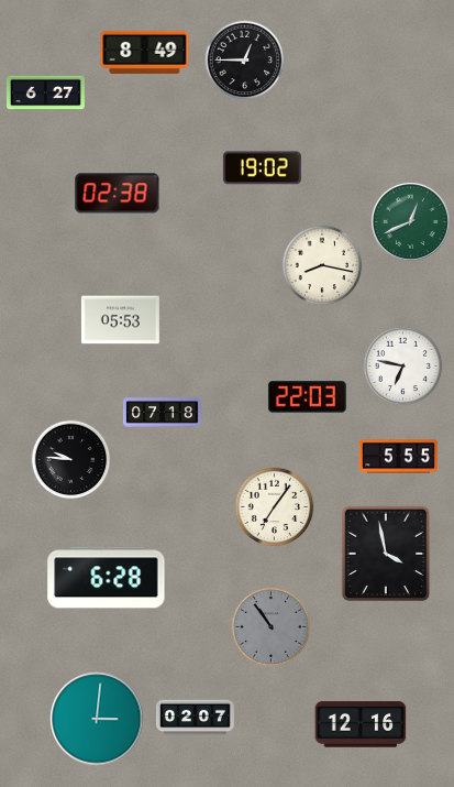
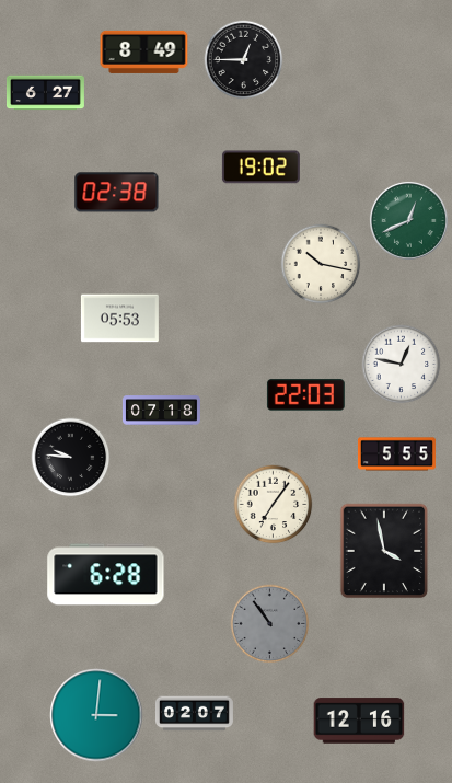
clock at (322, 265): 8:17 -> 10:17
clock at (403, 367): 6:47 -> 12:47
